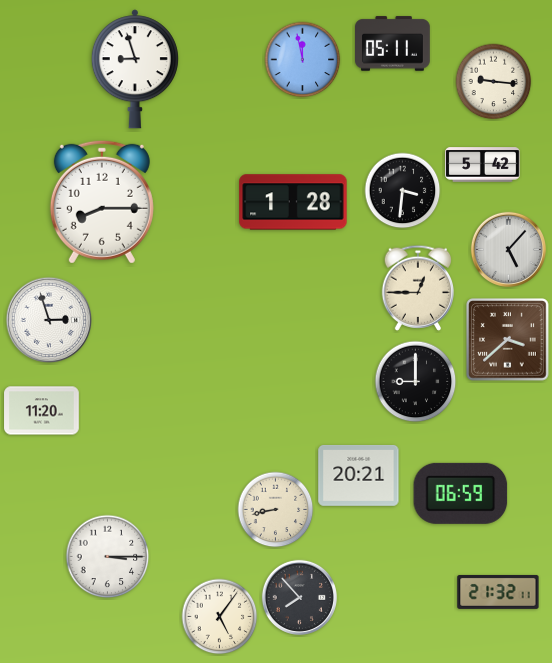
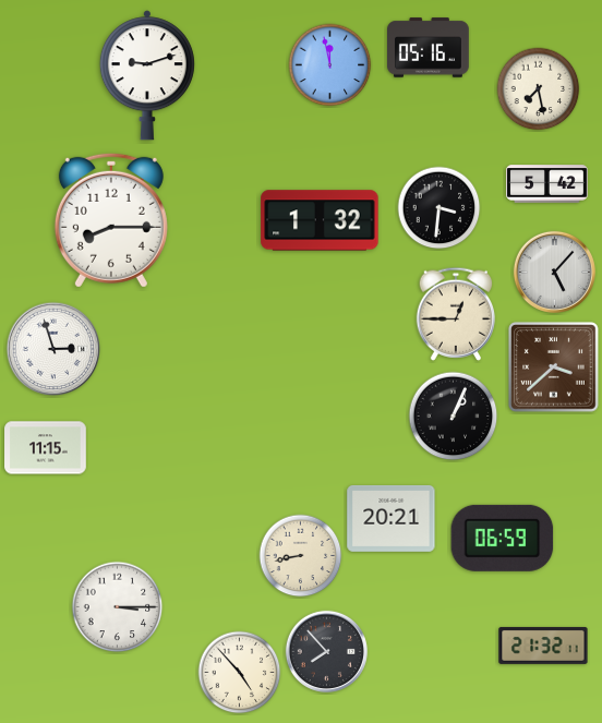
clock at (393, 44): 05:11 -> 05:16
clock at (135, 69): 8:57 -> 9:12
clock at (494, 82): 9:16 -> 7:28
clock at (483, 165) position: (483, 165) -> (547, 184)
clock at (293, 202): 1:28 -> 1:32
clock at (508, 340) position: (508, 340) -> (554, 367)
clock at (416, 382): 9:00 -> 1:04
clock at (42, 411): 11:20 -> 11:15
clock at (220, 617): 5:06 -> 4:53
